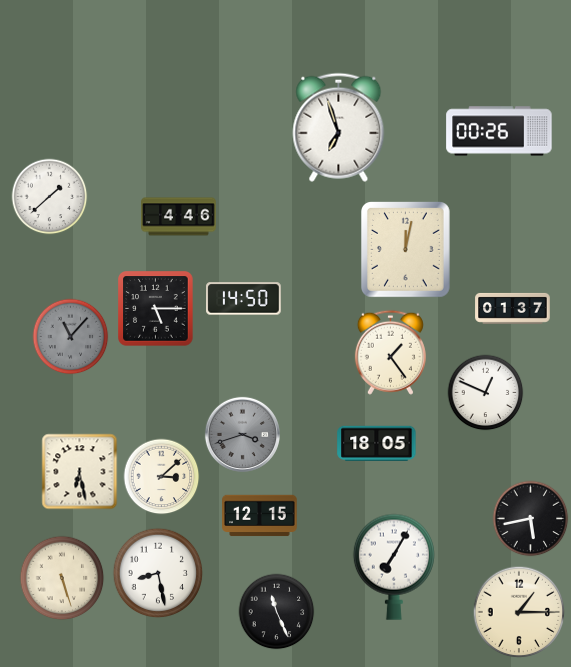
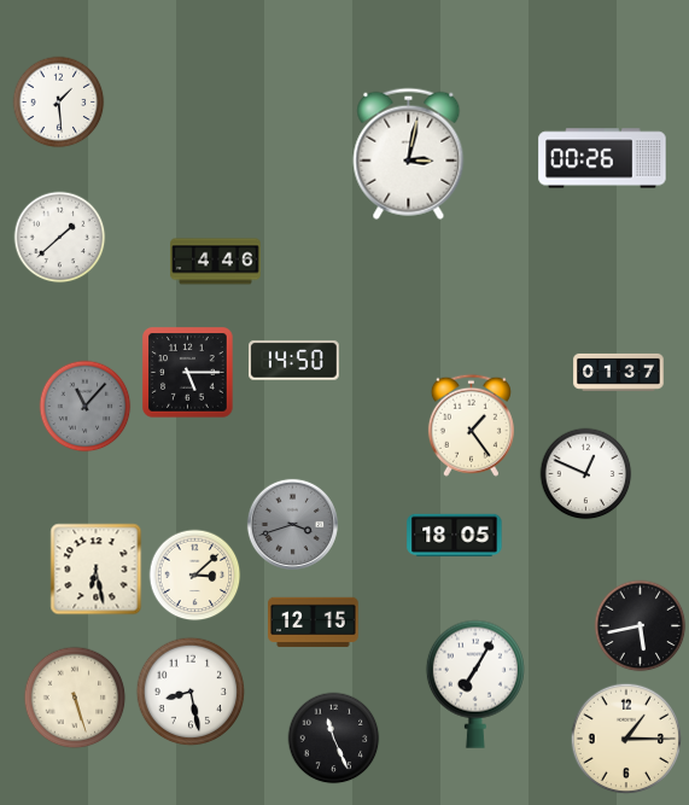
clock at (59, 103): none -> 1:29
clock at (339, 127): 6:57 -> 3:02
clock at (406, 250): 12:02 -> none
